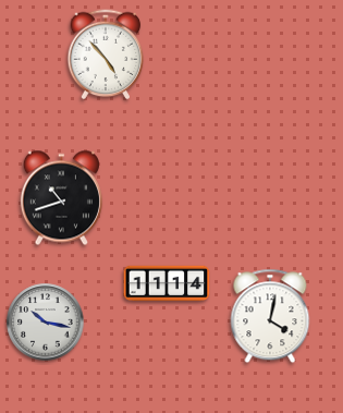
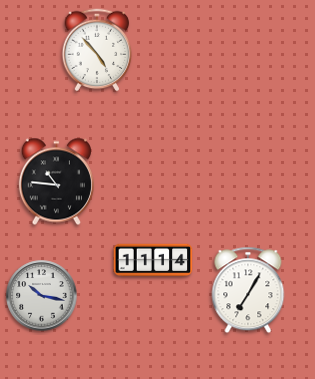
clock at (61, 198): 10:42 -> 10:46
clock at (270, 316): 4:02 -> 7:05
